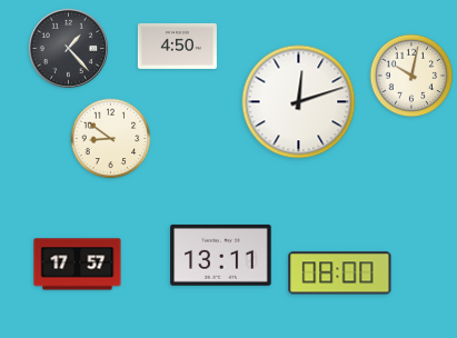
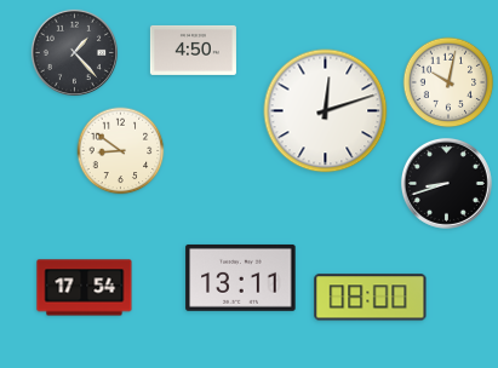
clock at (446, 183): none -> 8:42
clock at (78, 265): 17:57 -> 17:54
